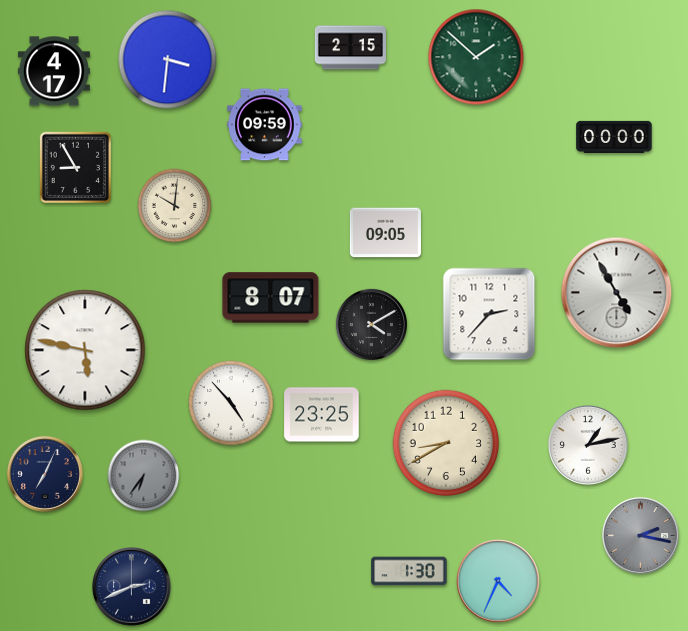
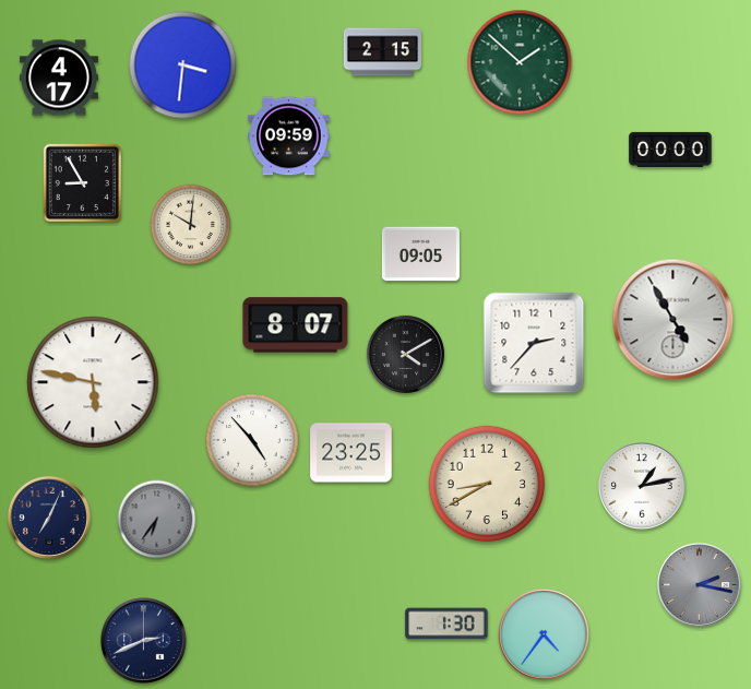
clock at (498, 581): 4:34 -> 4:36
